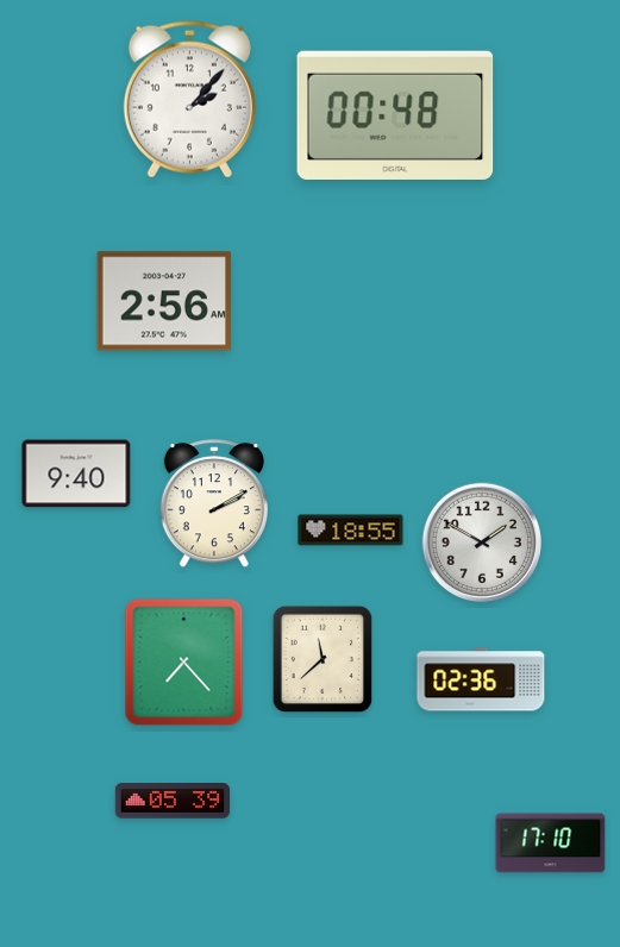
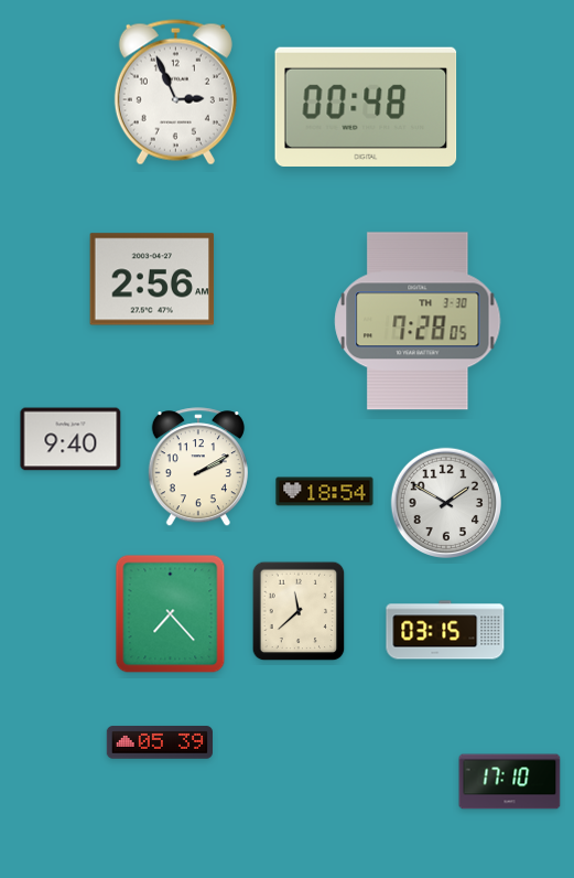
clock at (189, 100): 2:07 -> 2:56
clock at (418, 321): none -> 7:28
clock at (351, 531): 18:55 -> 18:54
clock at (481, 679): 02:36 -> 03:15
